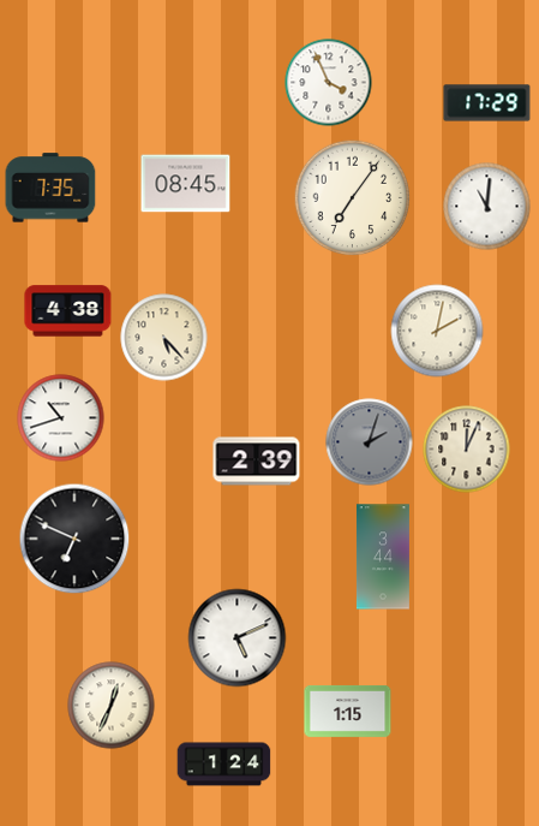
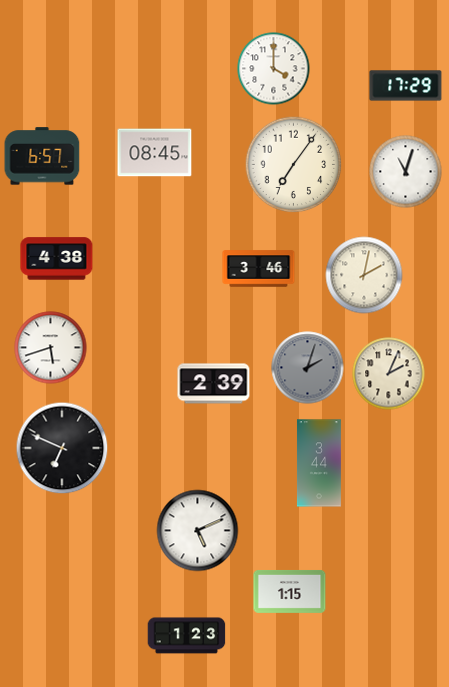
clock at (329, 83): 3:56 -> 4:00
clock at (50, 188): 7:35 -> 6:57
clock at (487, 207): 11:01 -> 11:03
clock at (259, 269): none -> 3:46
clock at (164, 338): 5:23 -> none
clock at (61, 418): 10:42 -> 5:42
clock at (467, 450): 12:04 -> 2:04
clock at (112, 706): 12:34 -> none
clock at (224, 765): 1:24 -> 1:23
